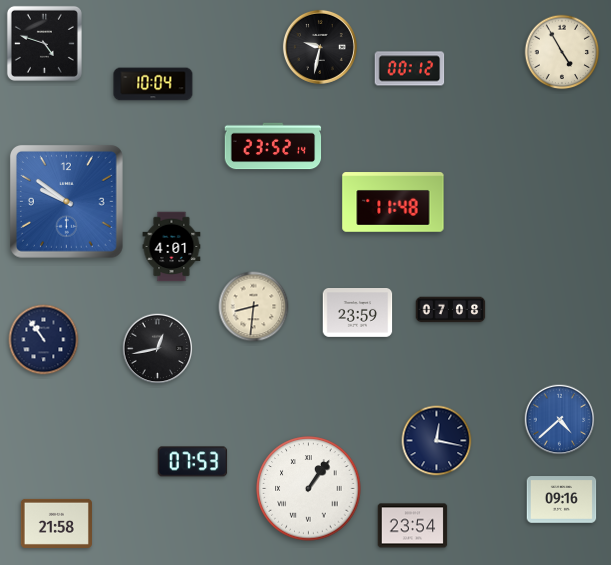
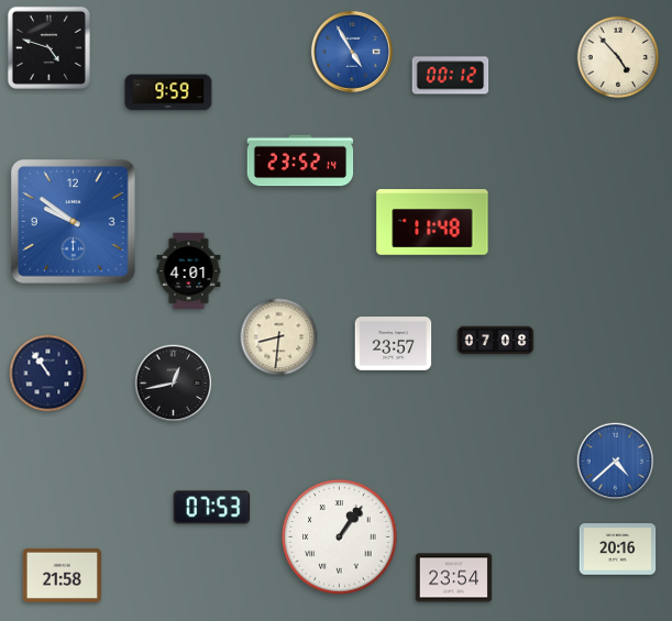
clock at (320, 47): 9:32 -> 4:55
clock at (320, 47) dial: black -> blue
clock at (562, 52): 4:55 -> 4:53
clock at (153, 84): 10:04 -> 9:59
clock at (358, 313): 23:59 -> 23:57
clock at (437, 441): 12:17 -> none
clock at (562, 500): 09:16 -> 20:16
